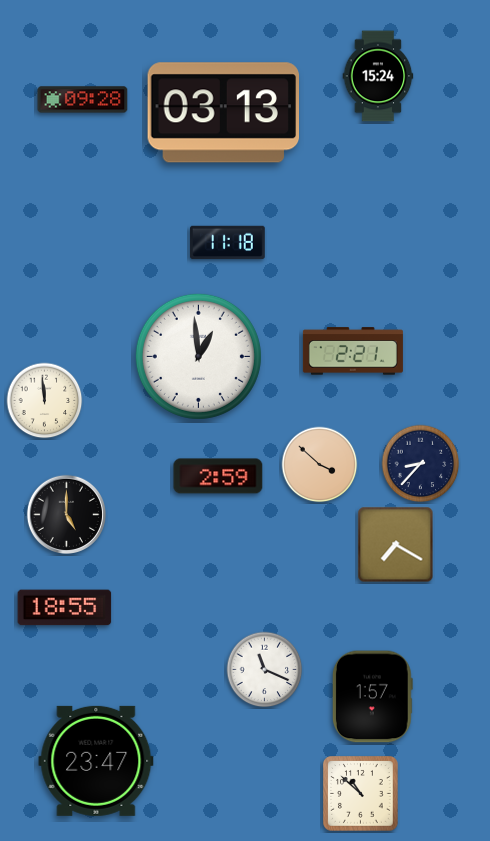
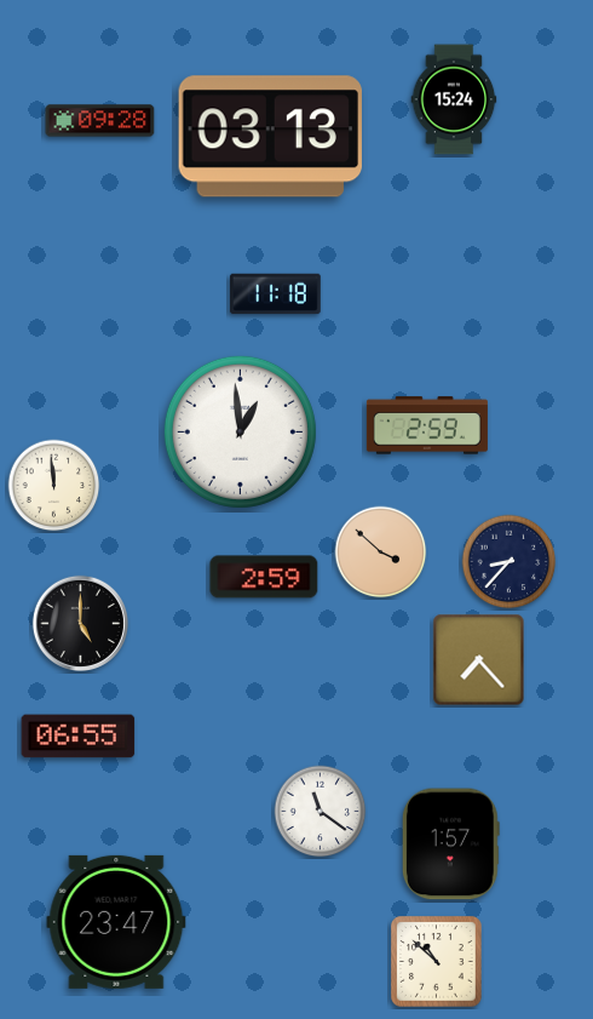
clock at (378, 76) position: (378, 76) -> (454, 99)
clock at (353, 351): 2:21 -> 2:59
clock at (320, 465) position: (320, 465) -> (381, 553)
clock at (396, 545): 7:20 -> 7:23
clock at (65, 608): 18:55 -> 06:55
clock at (265, 670): 11:19 -> 11:21
